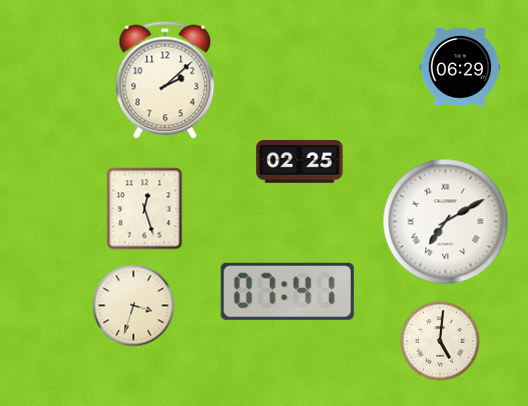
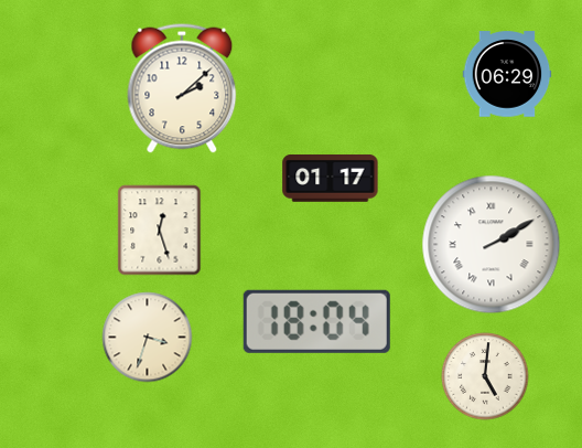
clock at (300, 162): 02:25 -> 01:17
clock at (446, 222): 7:10 -> 2:10
clock at (287, 291): 07:41 -> 18:04
